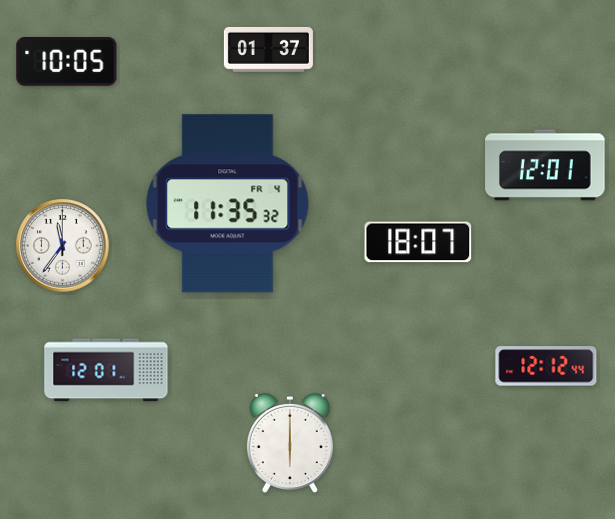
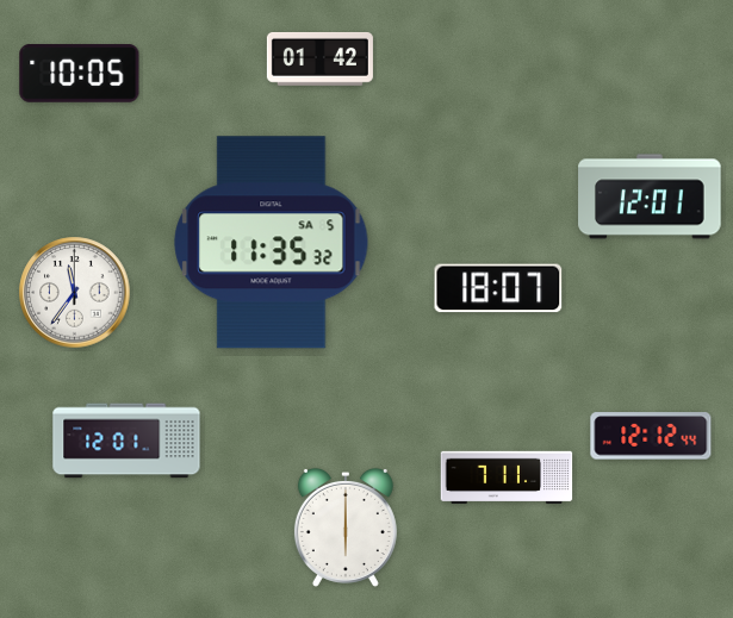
clock at (268, 49): 01:37 -> 01:42
clock at (228, 204) date: FR 4 -> SA 5
clock at (507, 476): none -> 7:11
